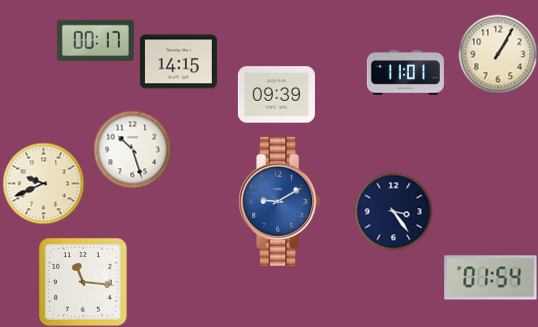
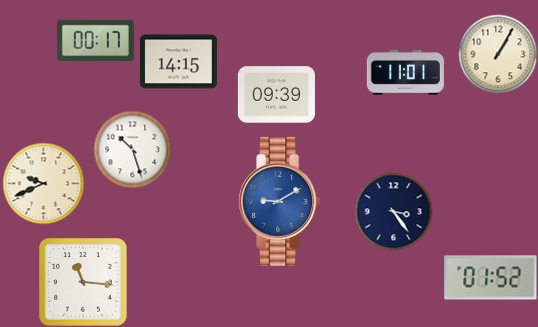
clock at (491, 278): 01:54 -> 01:52
